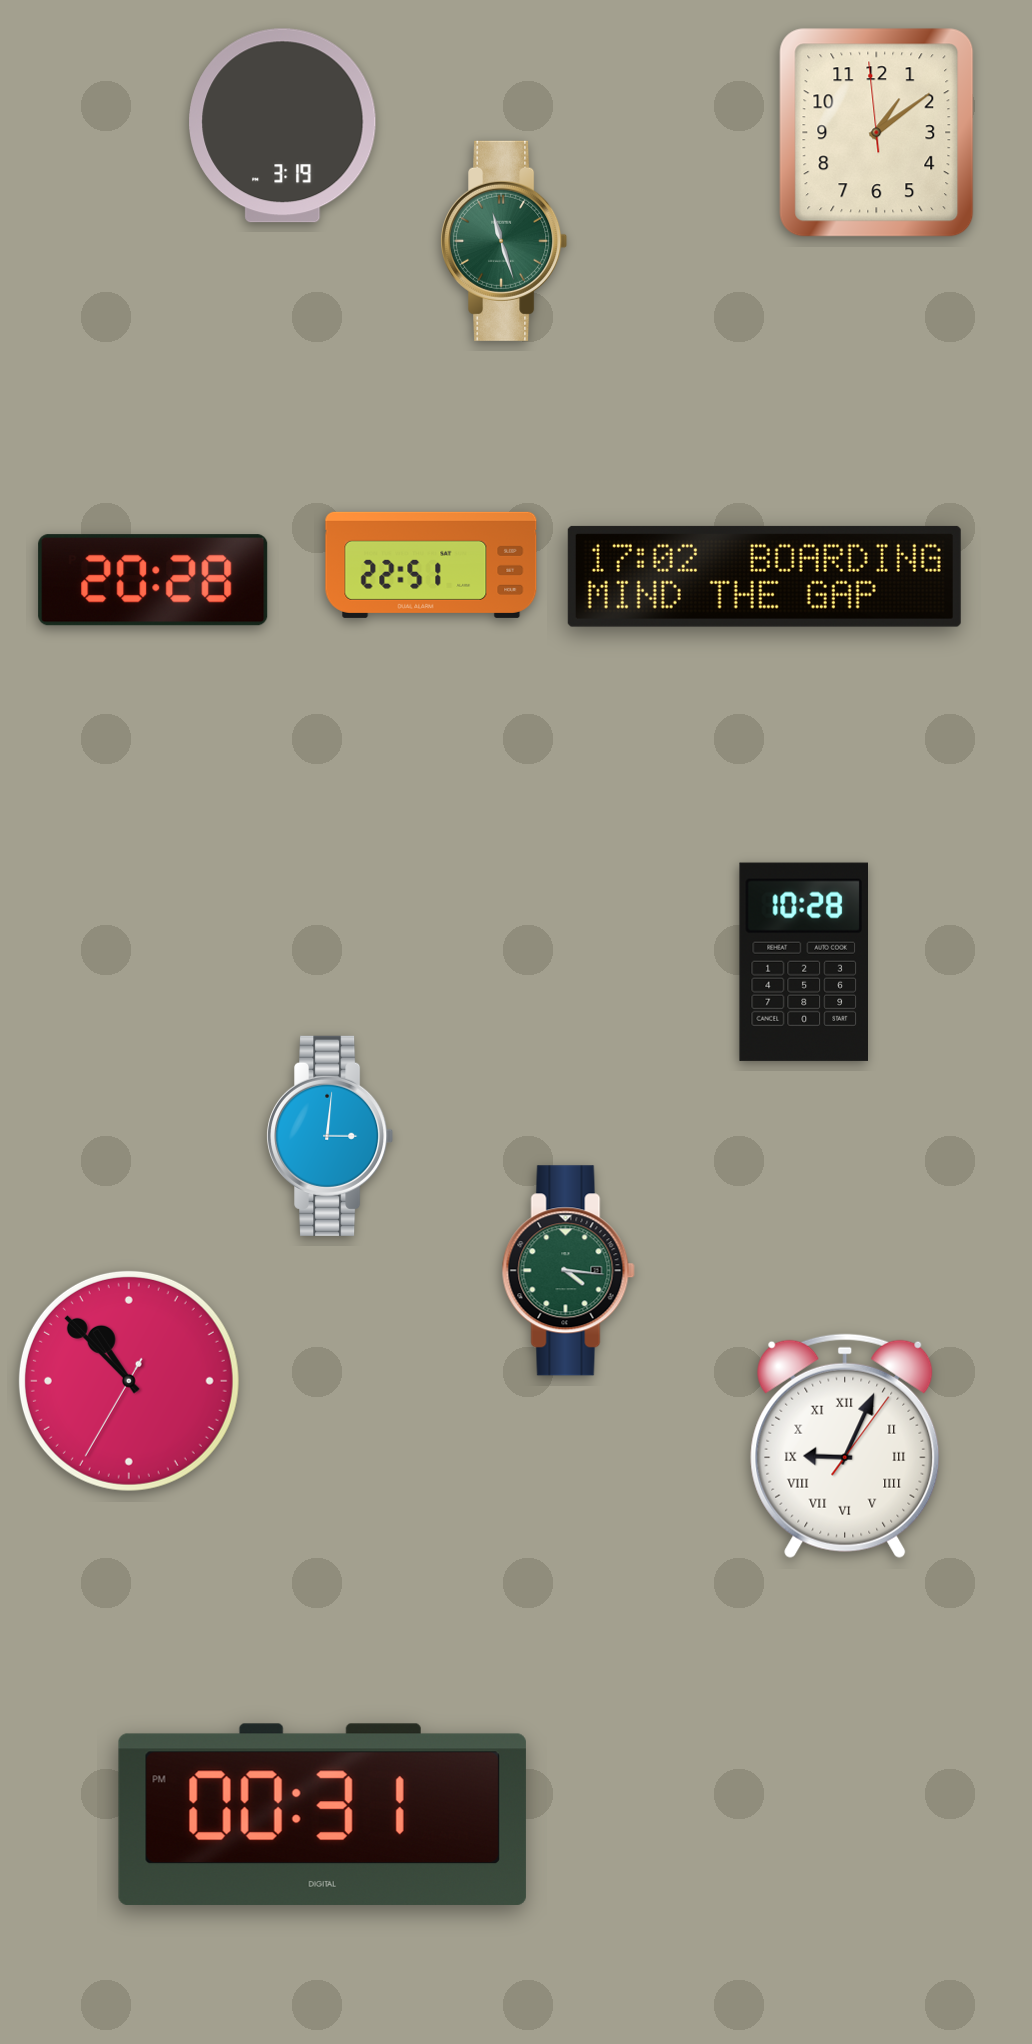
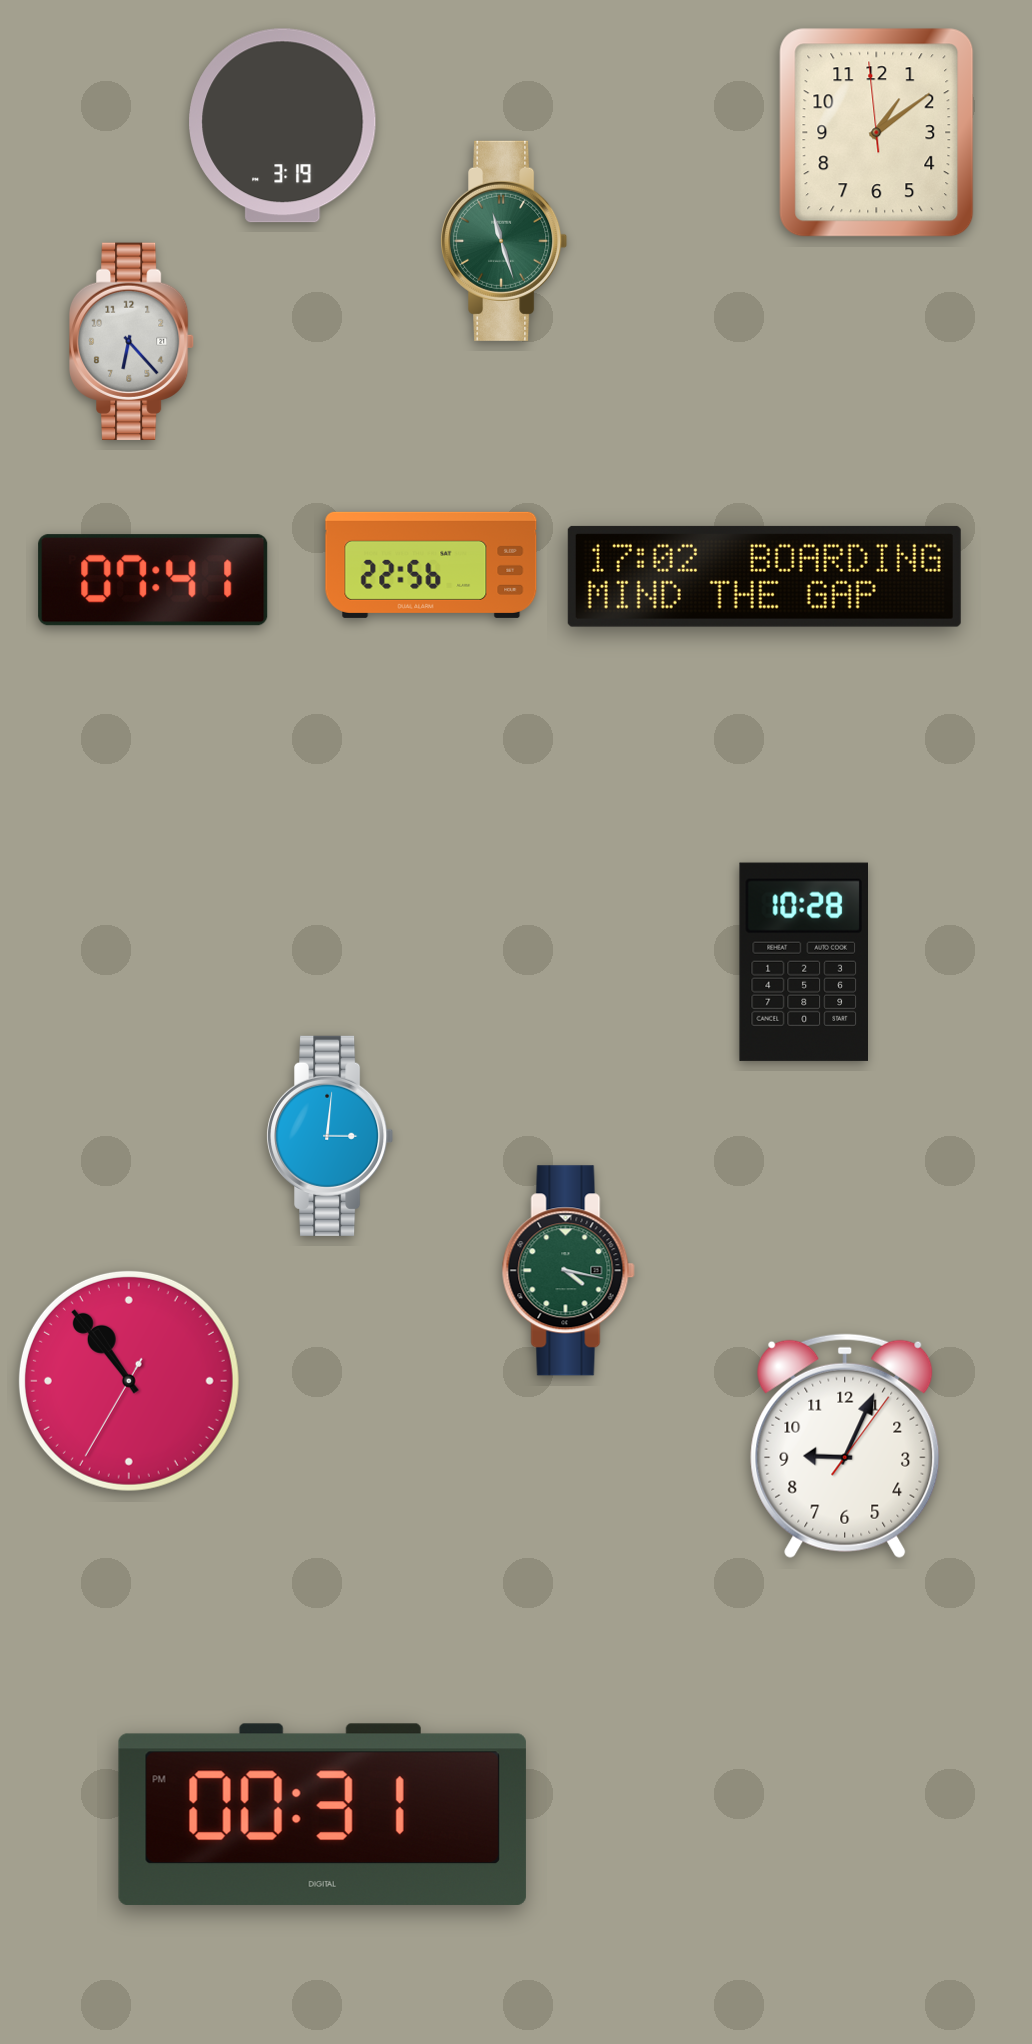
clock at (133, 341): none -> 6:23
clock at (431, 565): 22:51 -> 22:56
clock at (153, 580): 20:28 -> 07:41
clock at (568, 1271): 4:16 -> 4:17
clock at (129, 1381): 10:52 -> 10:53
clock at (845, 1446) numerals: Roman -> Arabic
